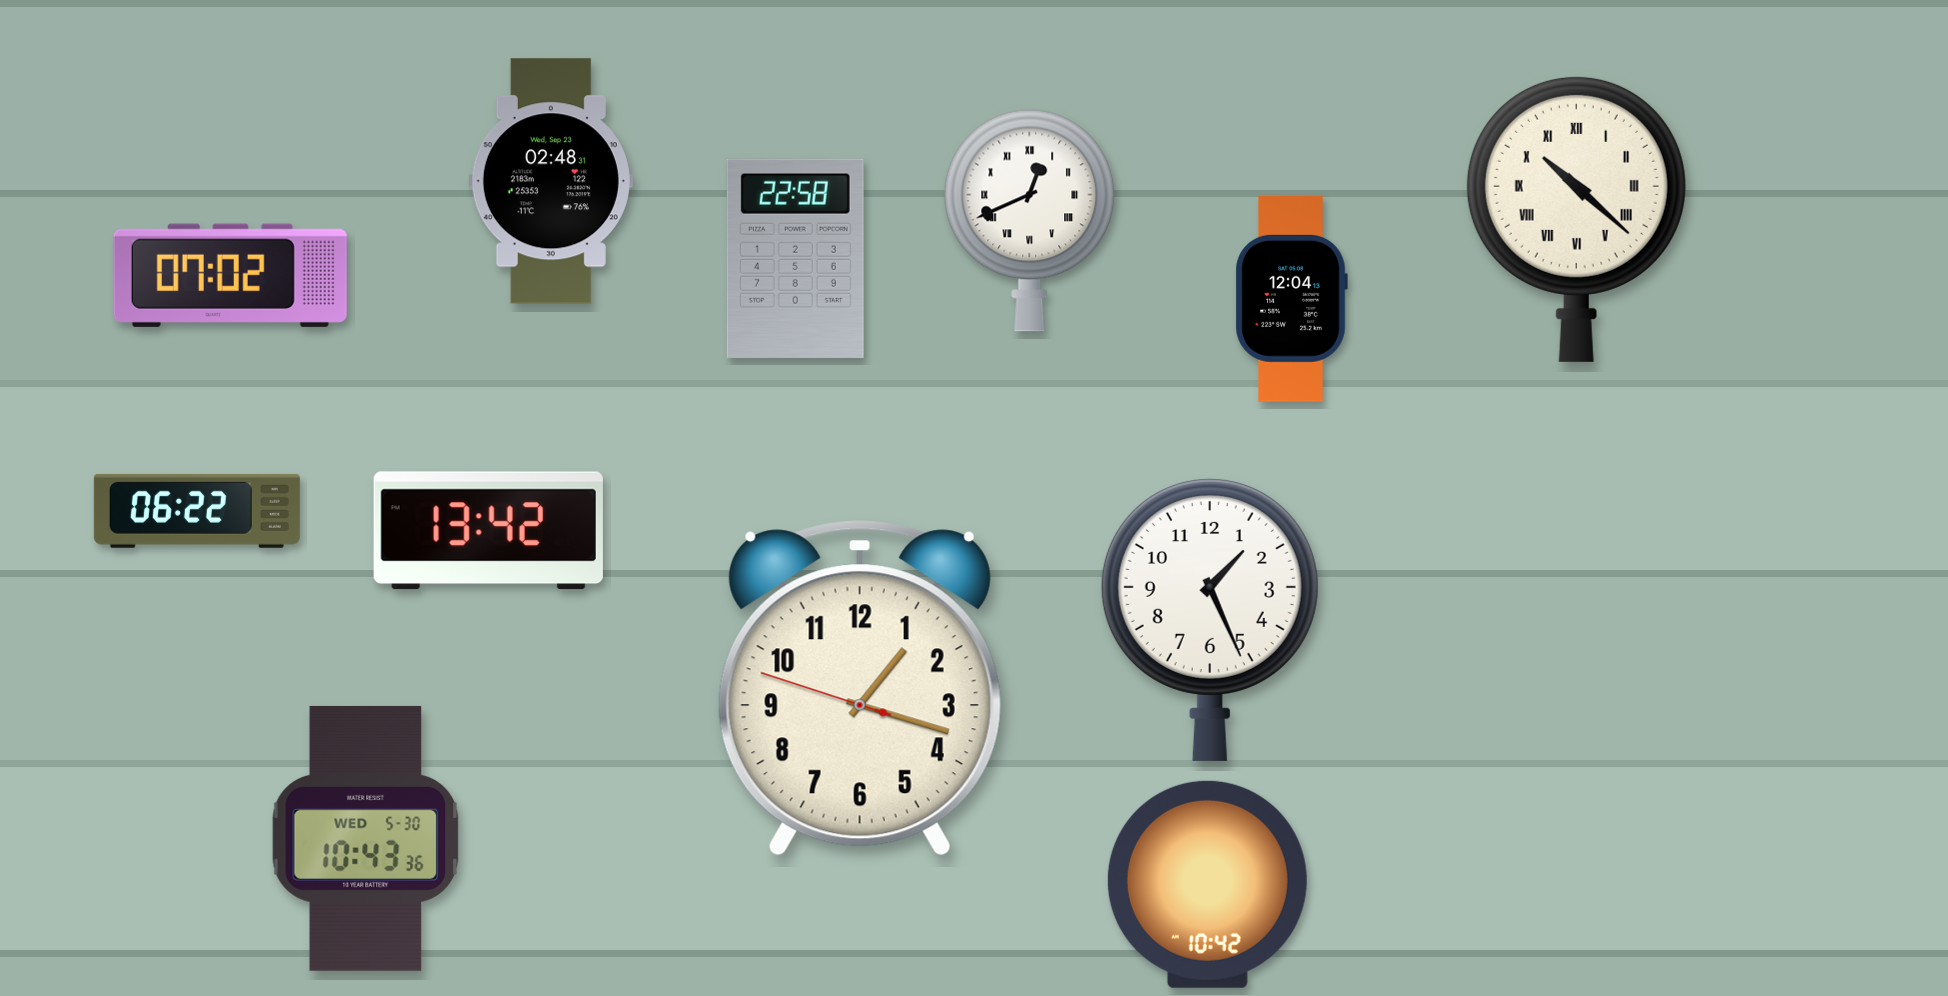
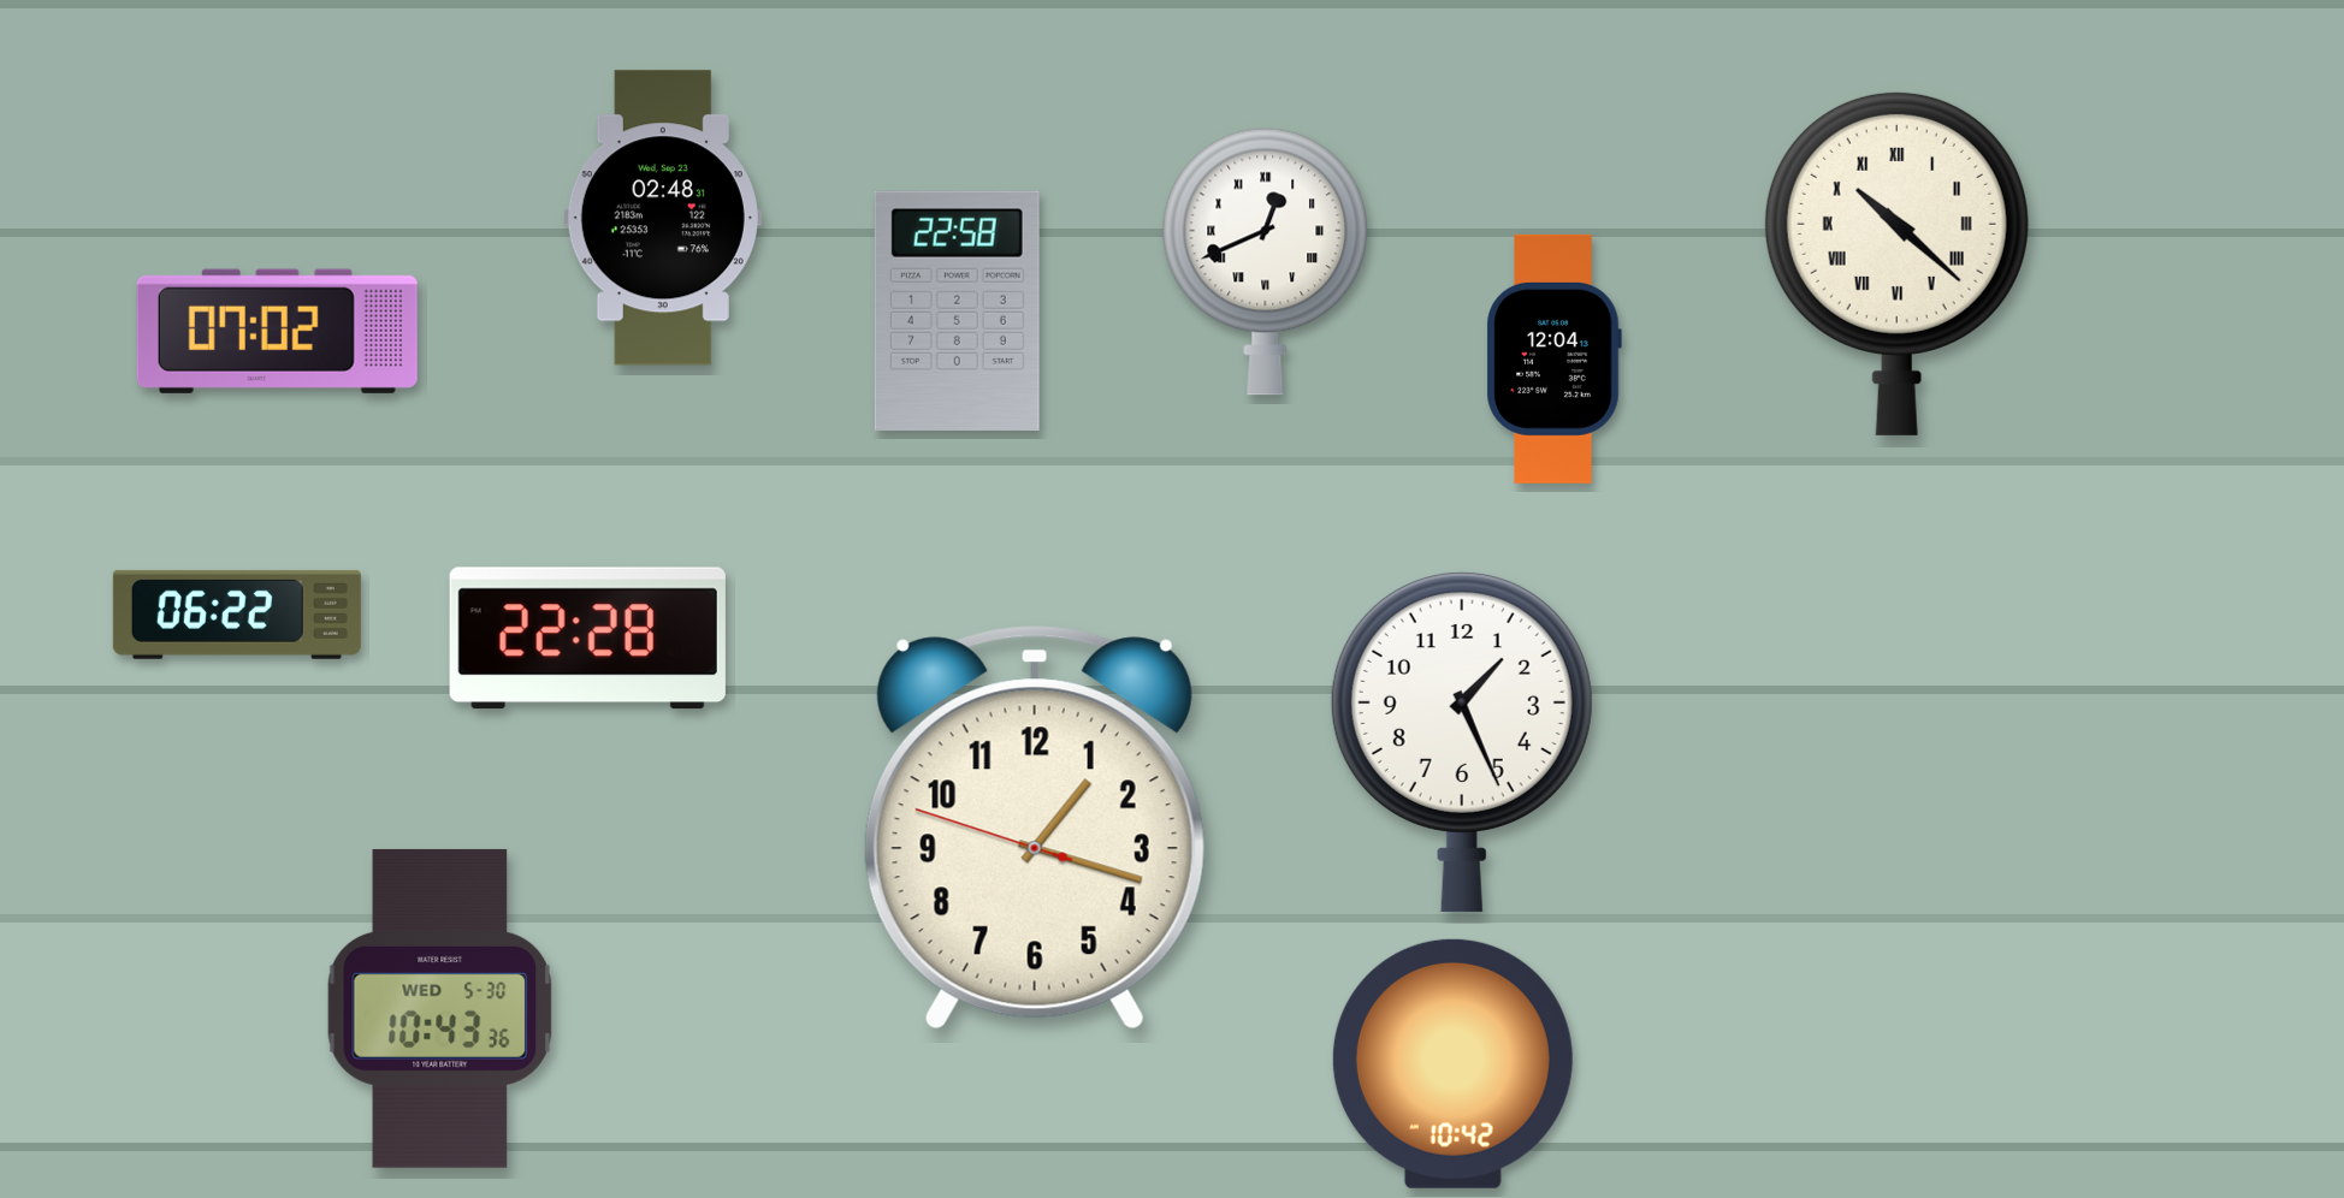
clock at (1030, 220) position: (1030, 220) -> (1266, 261)
clock at (488, 531): 13:42 -> 22:28
clock at (1210, 619) position: (1210, 619) -> (1462, 741)
